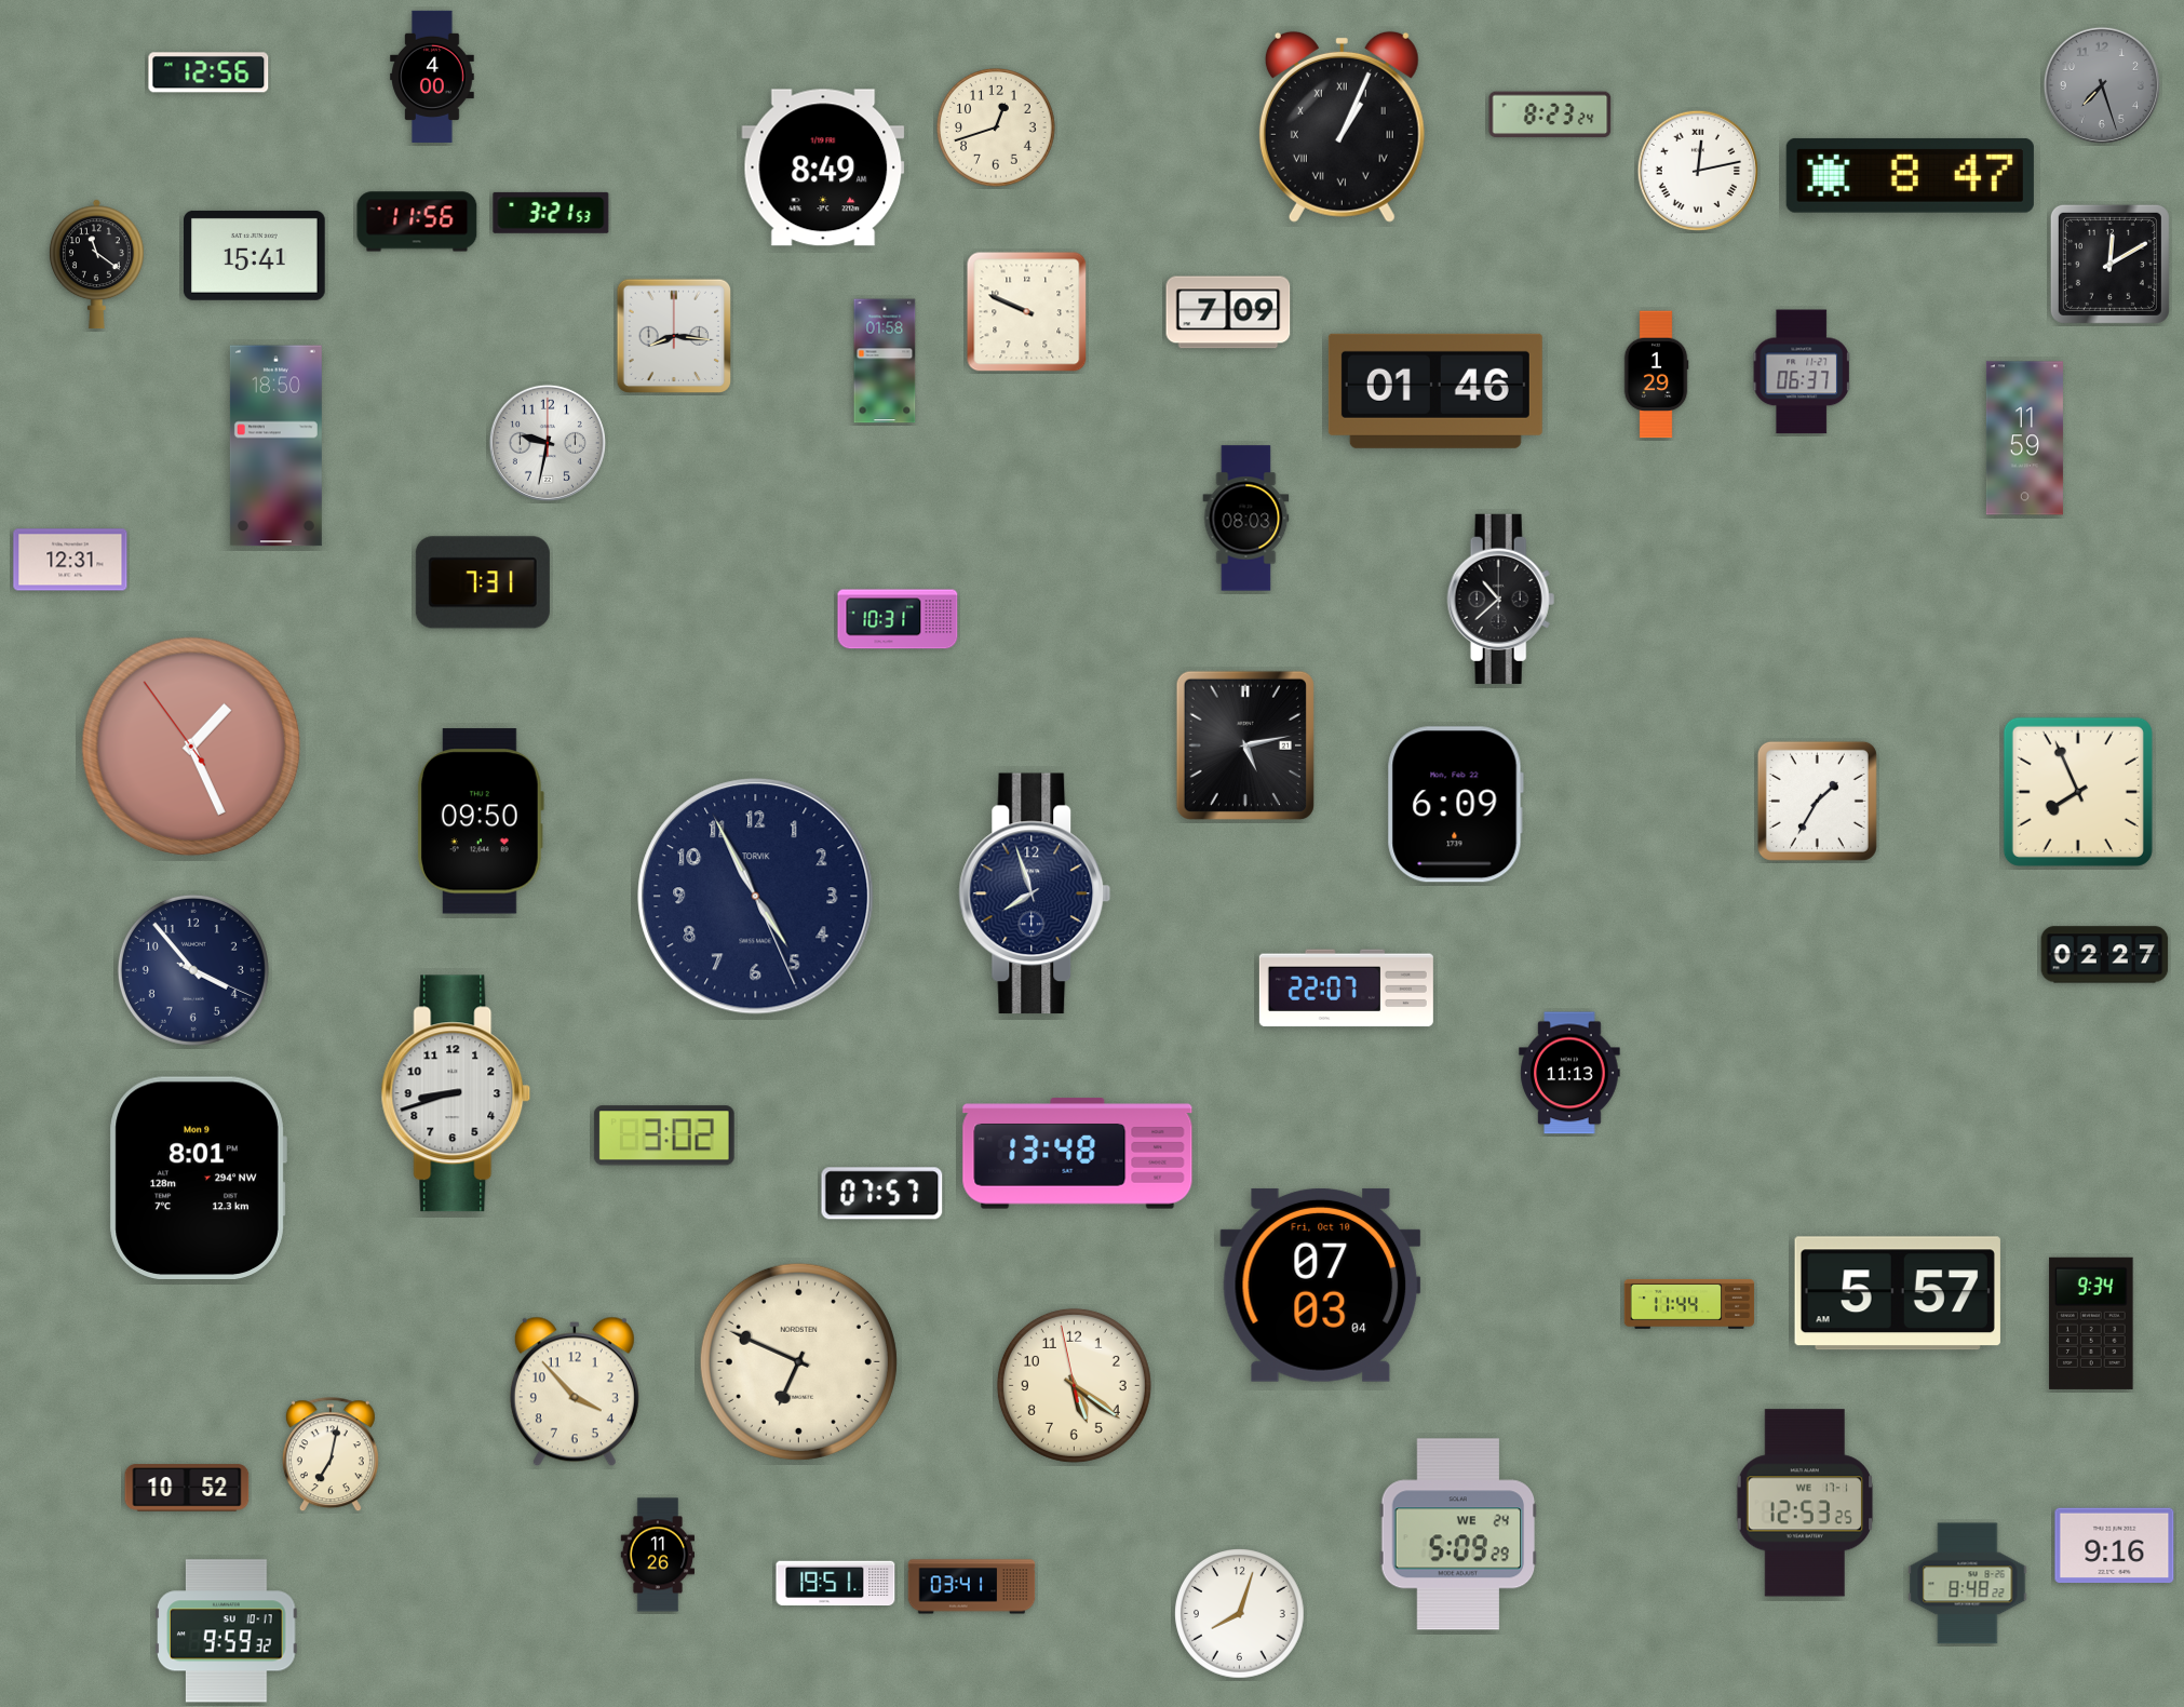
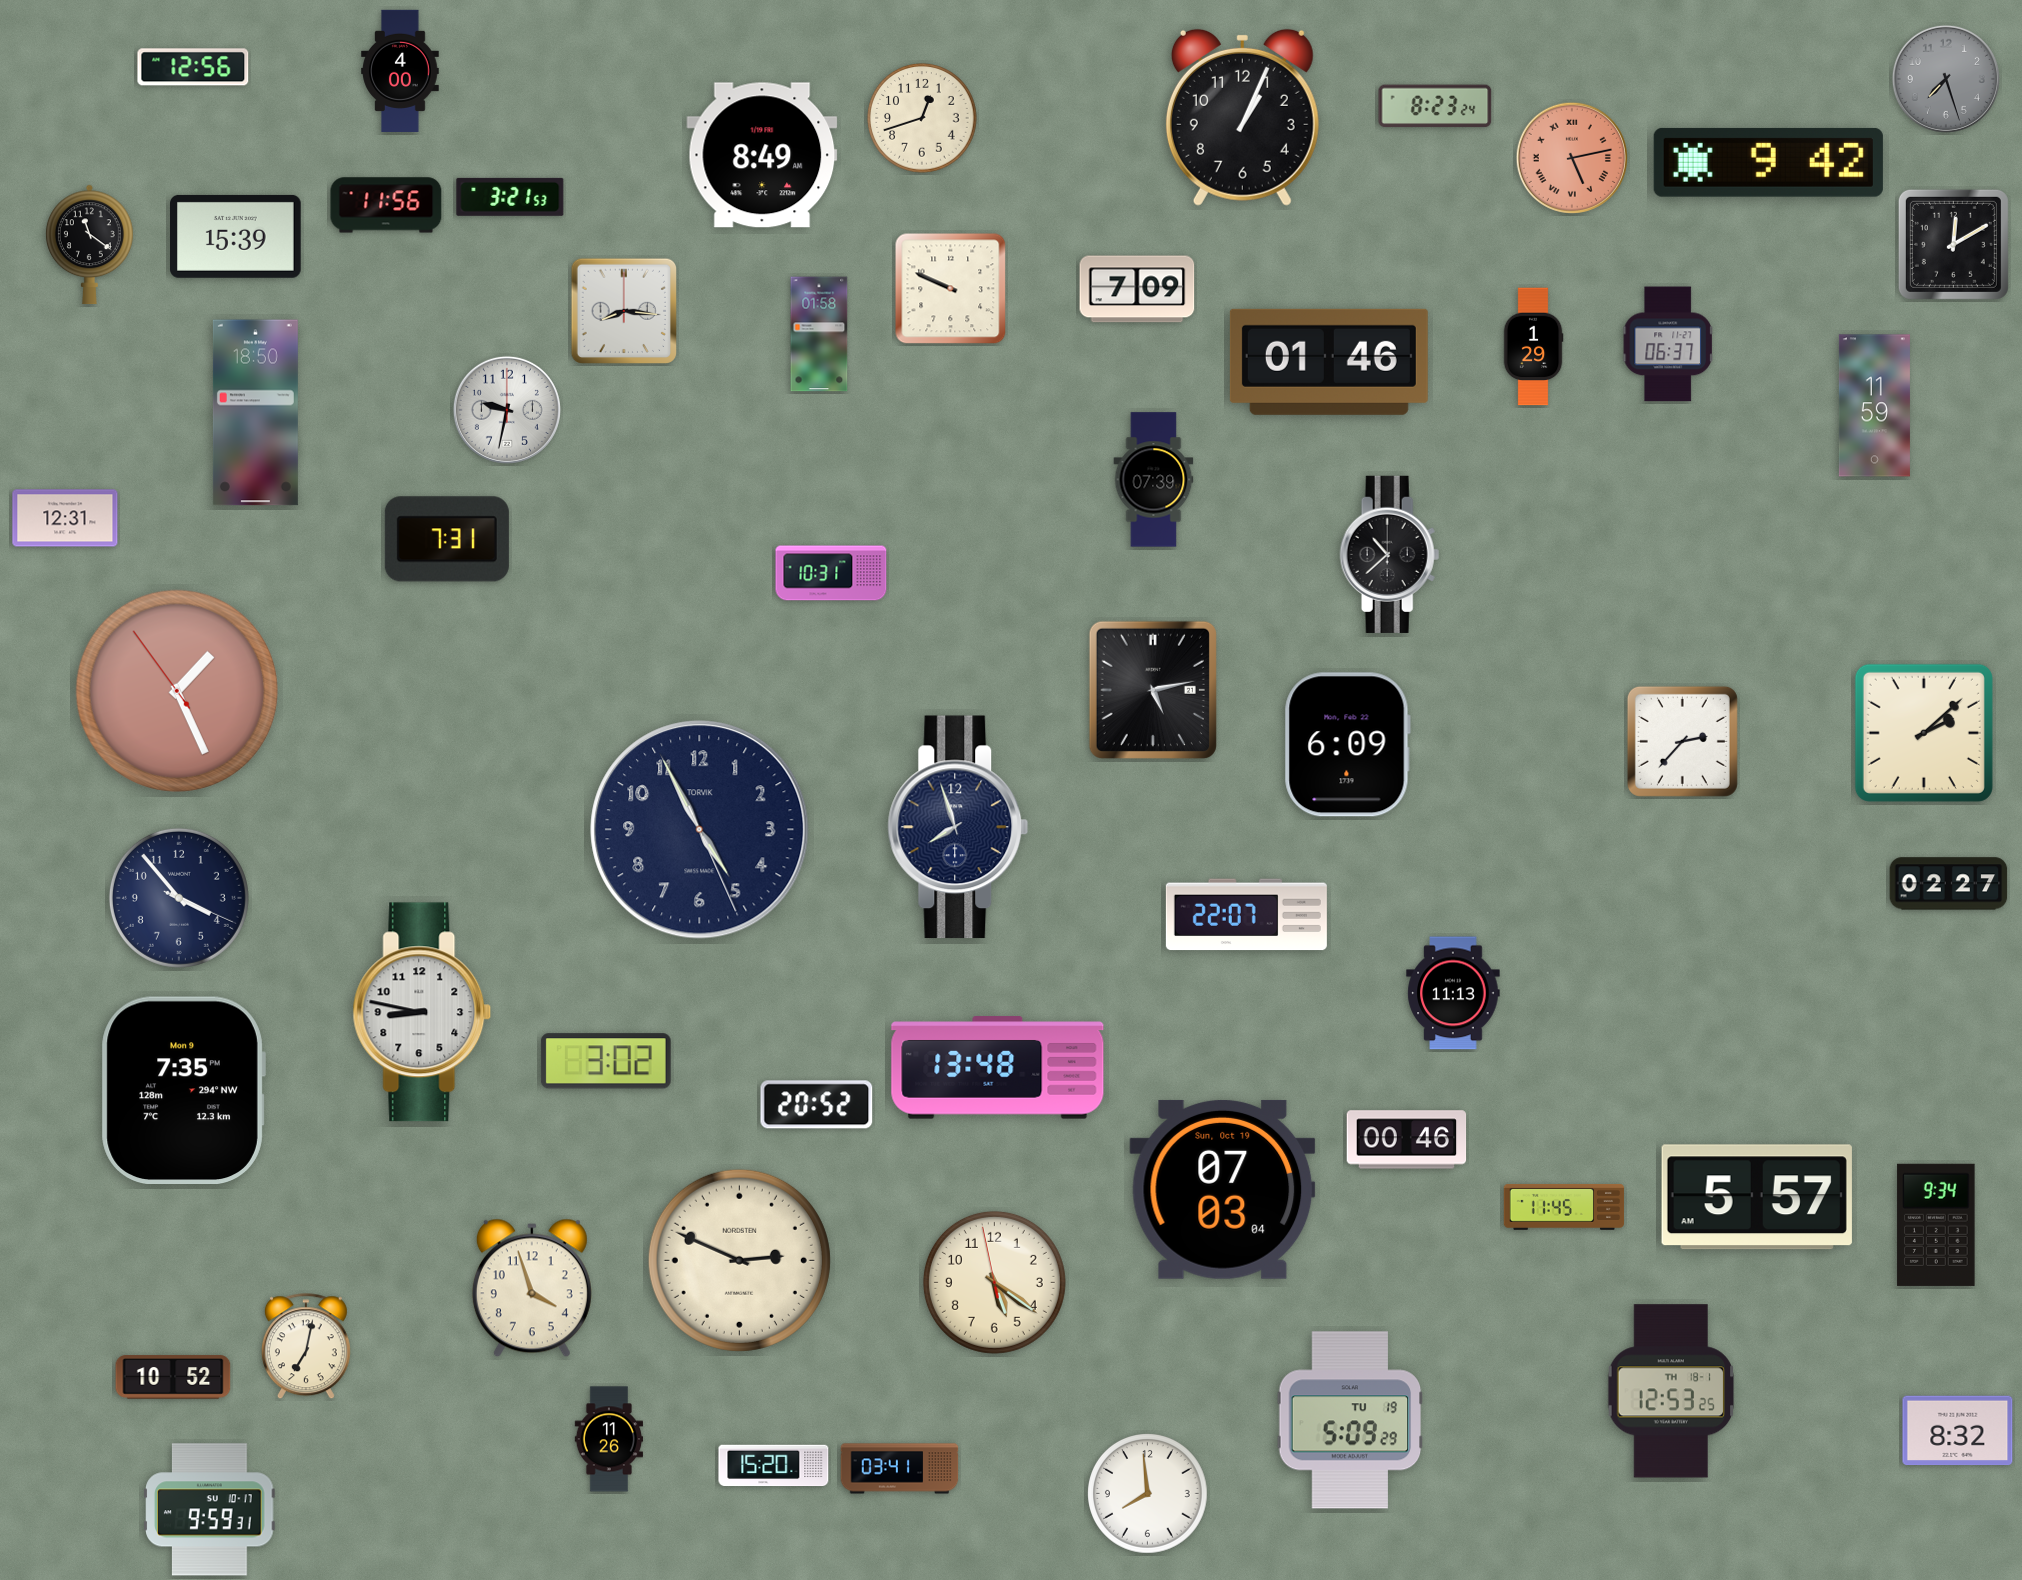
clock at (1342, 126) numerals: Roman -> Arabic
clock at (1698, 171): 12:13 -> 5:13
clock at (1698, 171) dial: white -> salmon
clock at (1910, 175): 8:47 -> 9:42
clock at (255, 255): 15:41 -> 15:39
clock at (1246, 519): 08:03 -> 07:39
clock at (2078, 792): 7:56 -> 2:08
clock at (1817, 801): 1:35 -> 2:37
clock at (480, 821): 09:50 -> none
clock at (456, 1093): 8:42 -> 8:47
clock at (664, 1135) position: (664, 1135) -> (606, 1061)
clock at (198, 1178): 8:01 -> 7:35
clock at (882, 1194): 07:57 -> 20:52
clock at (1407, 1140): none -> 00:46
clock at (1321, 1285) date: Fri, Oct 10 -> Sun, Oct 19
clock at (1689, 1304): 11:44 -> 11:45
clock at (798, 1361): 6:49 -> 2:49
clock at (575, 1392): 3:53 -> 3:57
clock at (1805, 1503) date: WE 17-1 -> TH 18-1
clock at (1458, 1534) date: WE 24 -> TU 19
clock at (2115, 1546): 9:16 -> 8:32
clock at (836, 1584): 19:51 -> 15:20
clock at (1968, 1584): 8:48 -> none
clock at (1240, 1614): 8:03 -> 7:59
clock at (227, 1631): 9:59:32 -> 9:59:31
